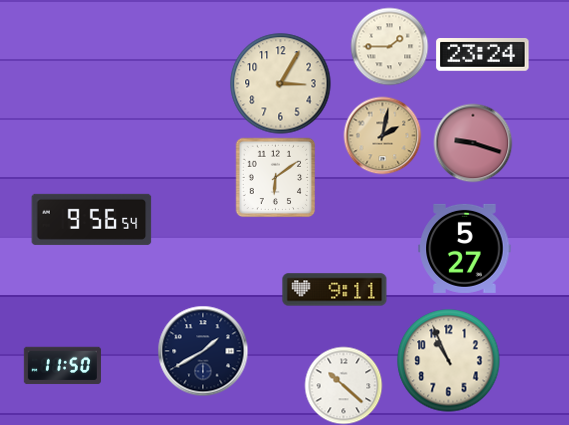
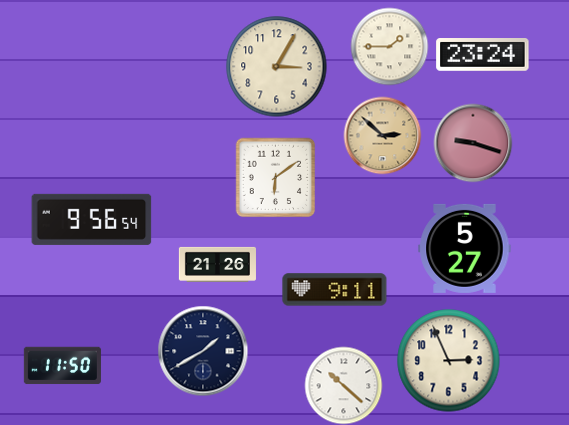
clock at (281, 84) position: (281, 84) -> (277, 67)
clock at (382, 135): 2:02 -> 2:52
clock at (217, 264): none -> 21:26
clock at (449, 361): 10:56 -> 2:56
